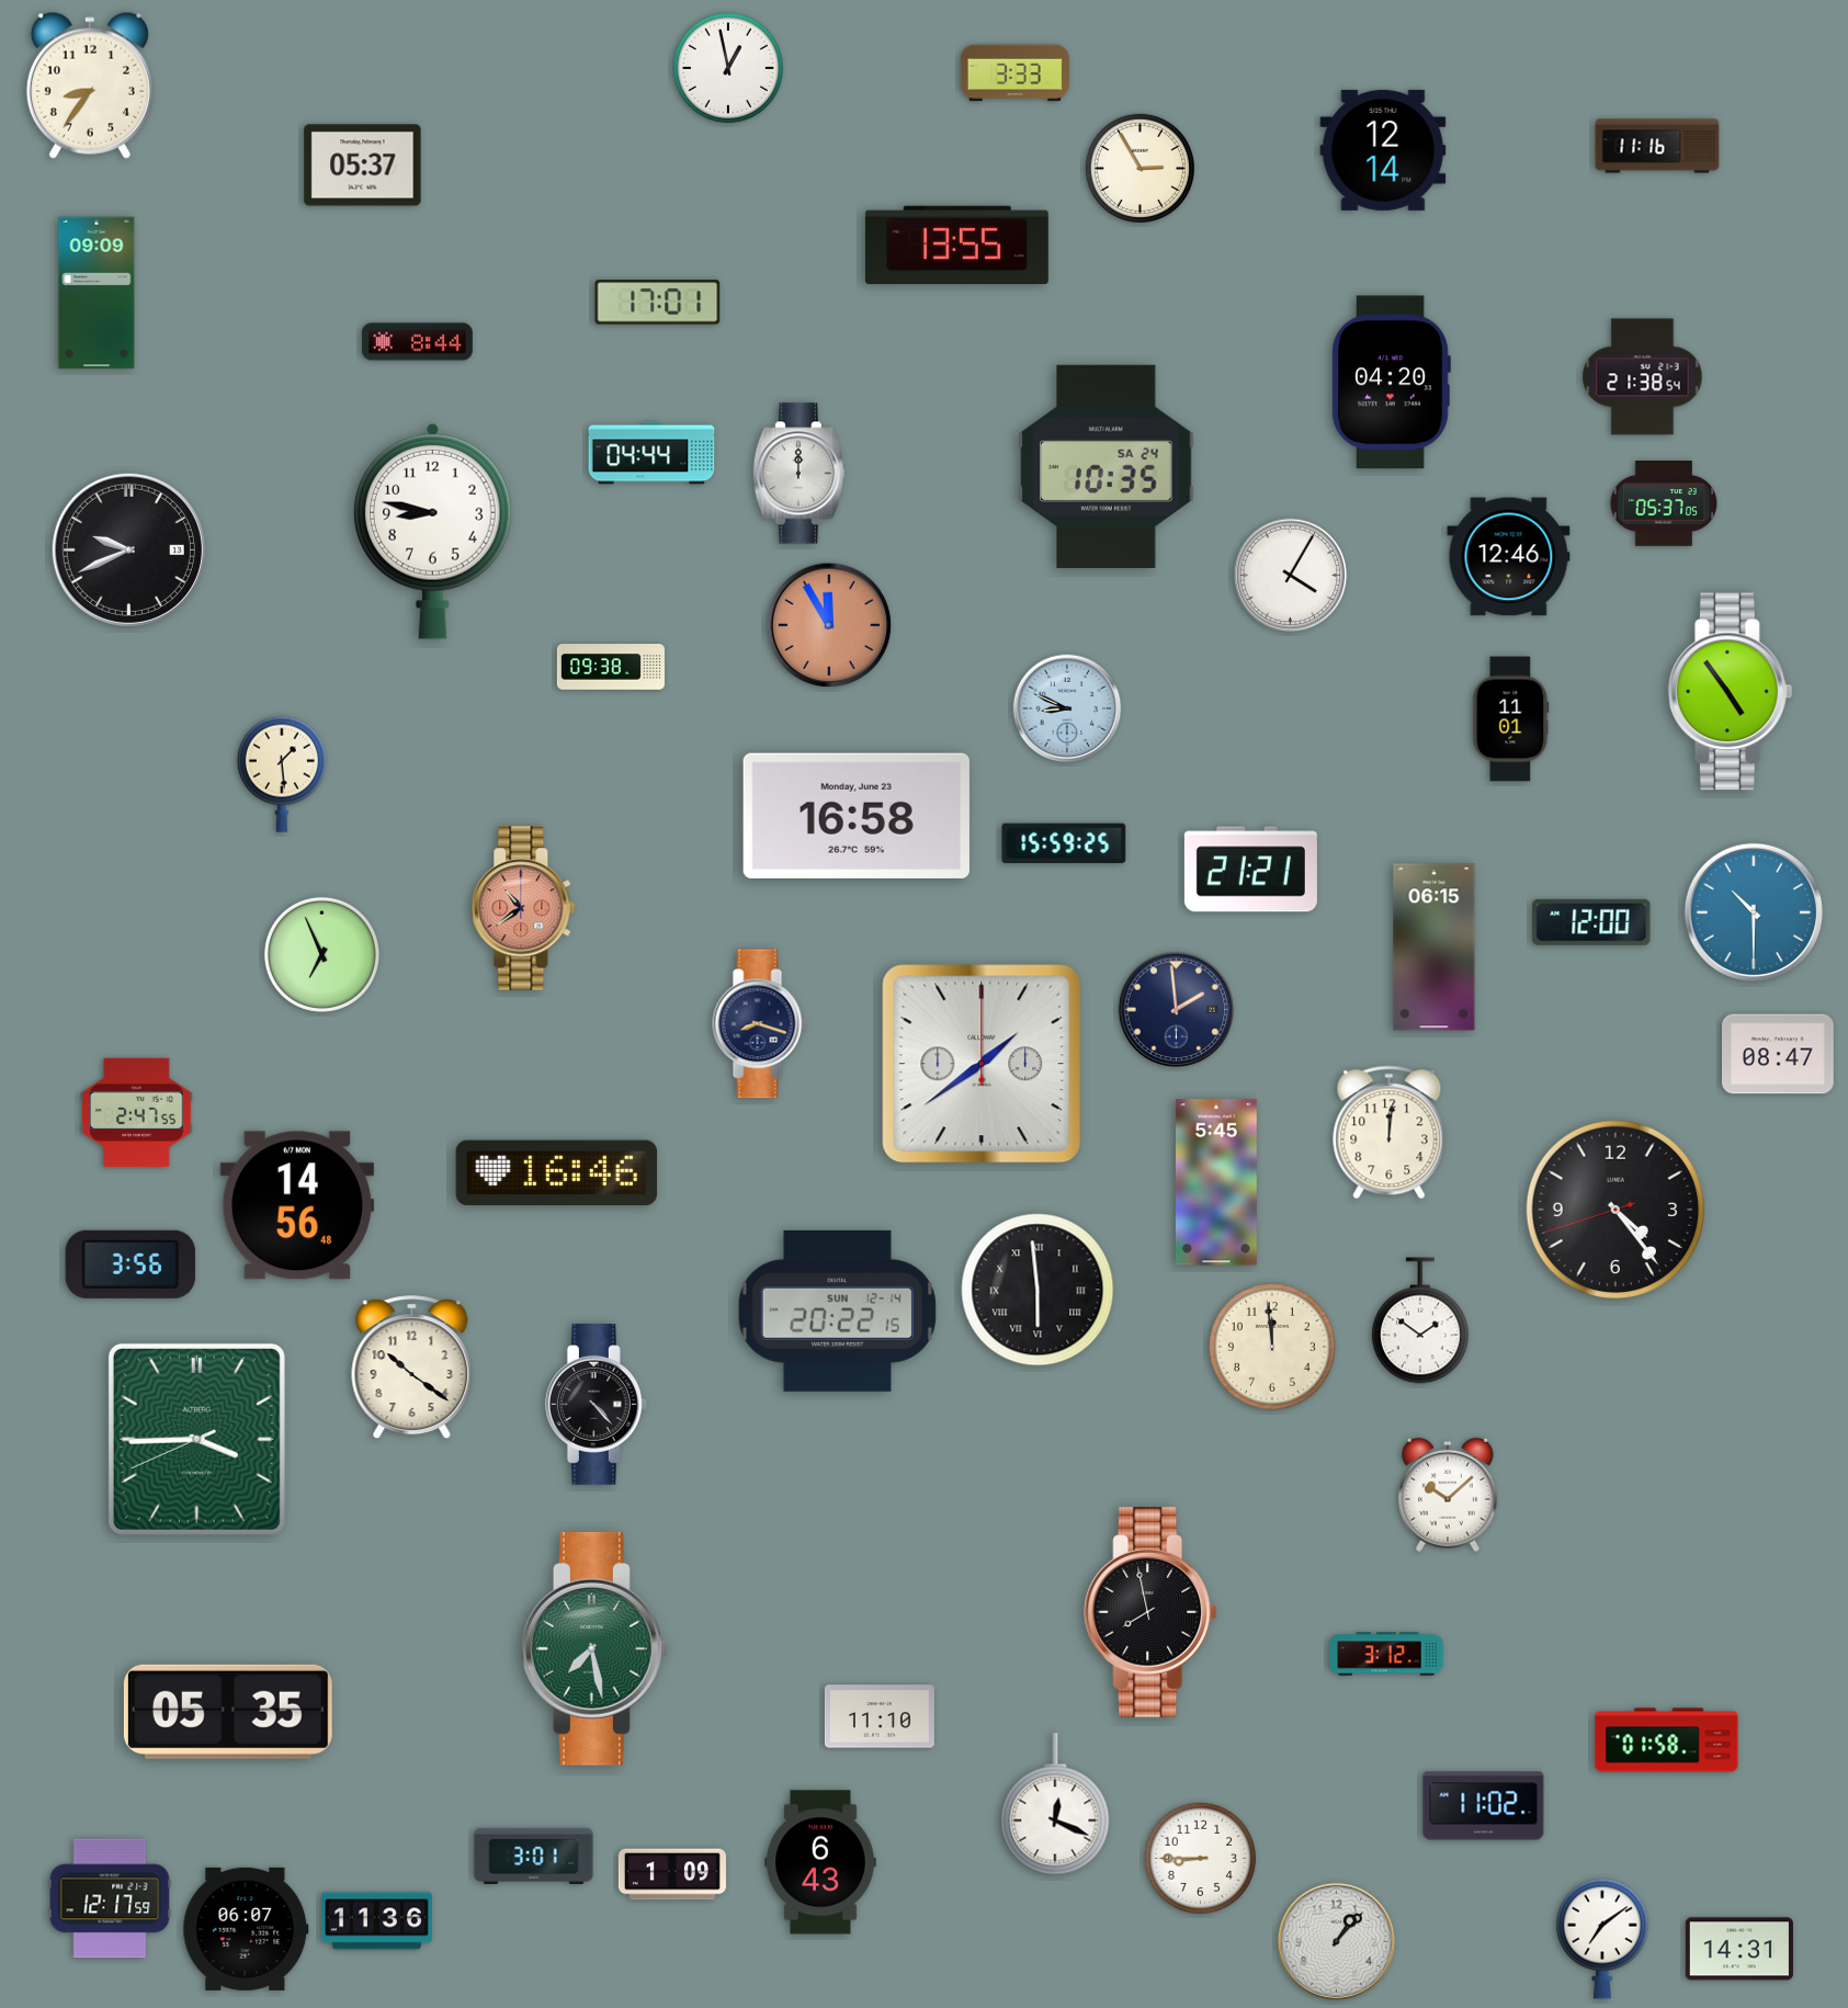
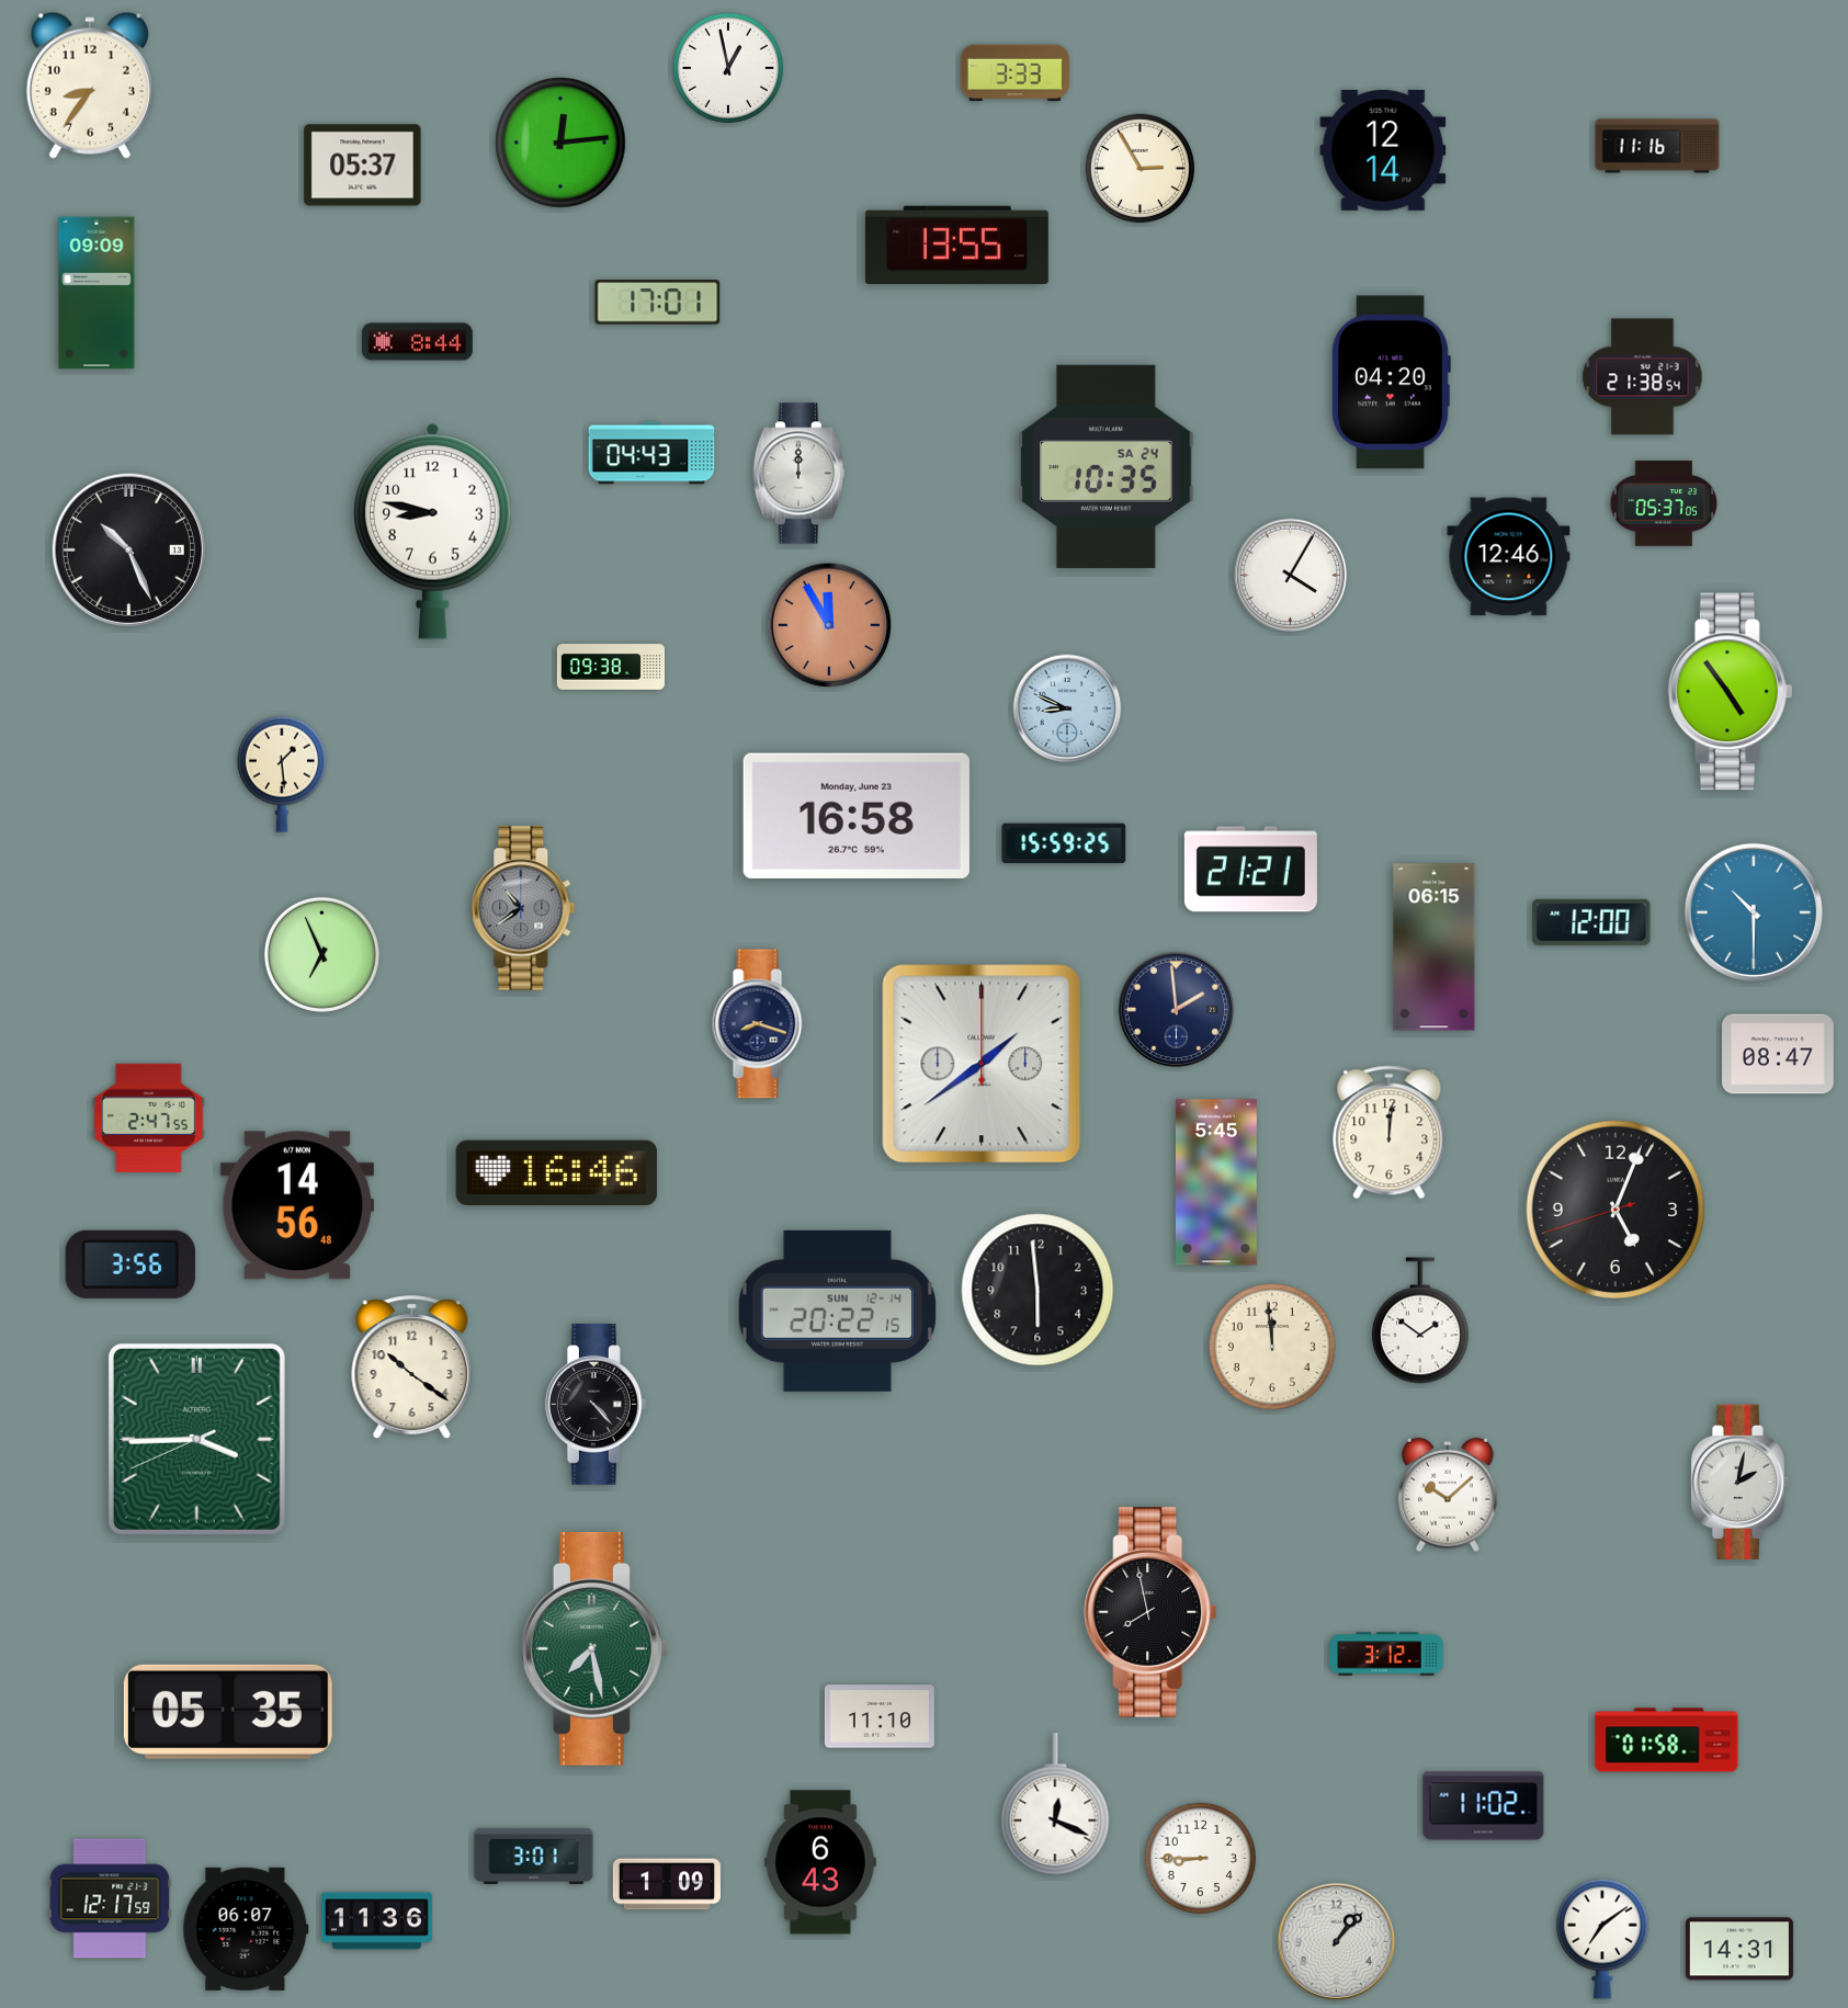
clock at (560, 143): none -> 12:14
clock at (651, 453): 04:44 -> 04:43
clock at (128, 549): 9:41 -> 10:26
clock at (1511, 719): 11:01 -> none
clock at (523, 908) dial: salmon -> grey
clock at (137, 1112) position: (137, 1112) -> (149, 1118)
clock at (1615, 1210): 4:23 -> 5:03
clock at (1038, 1290) numerals: Roman -> Arabic
clock at (1739, 1482): none -> 2:02
clock at (672, 1874) position: (672, 1874) -> (667, 1884)
